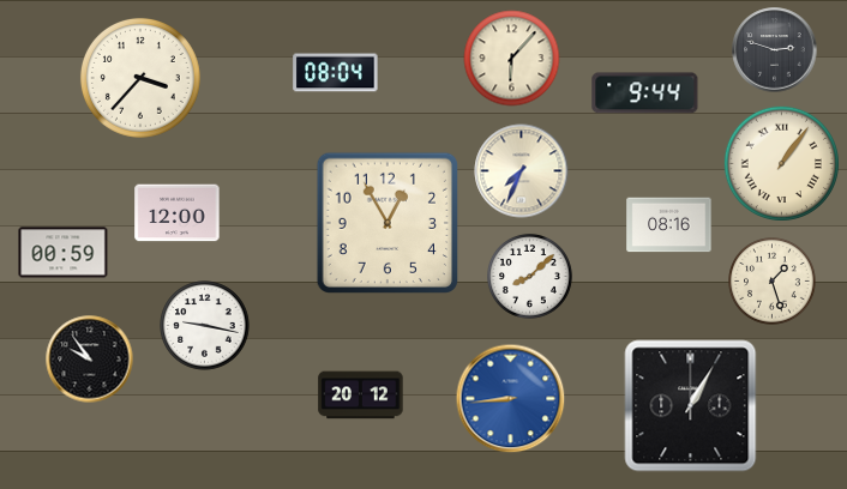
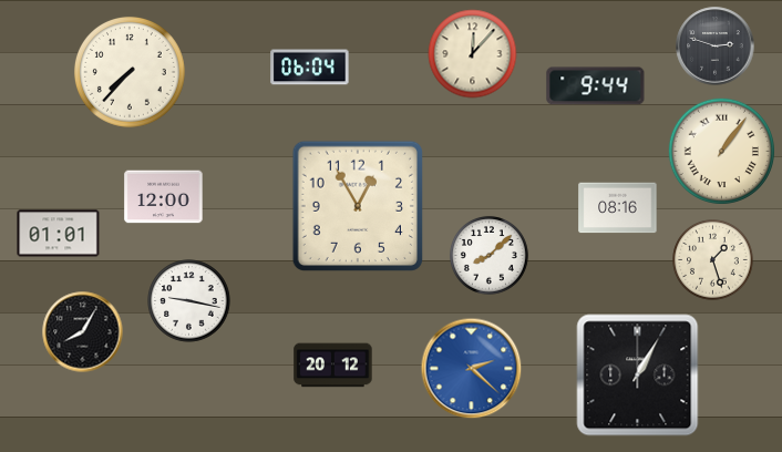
clock at (512, 59): 6:07 -> 12:07
clock at (336, 73): 08:04 -> 06:04
clock at (140, 78): 3:37 -> 7:37
clock at (522, 171): 7:34 -> none
clock at (64, 253): 00:59 -> 01:01
clock at (90, 360): 9:54 -> 8:05
clock at (511, 399): 8:44 -> 2:22
